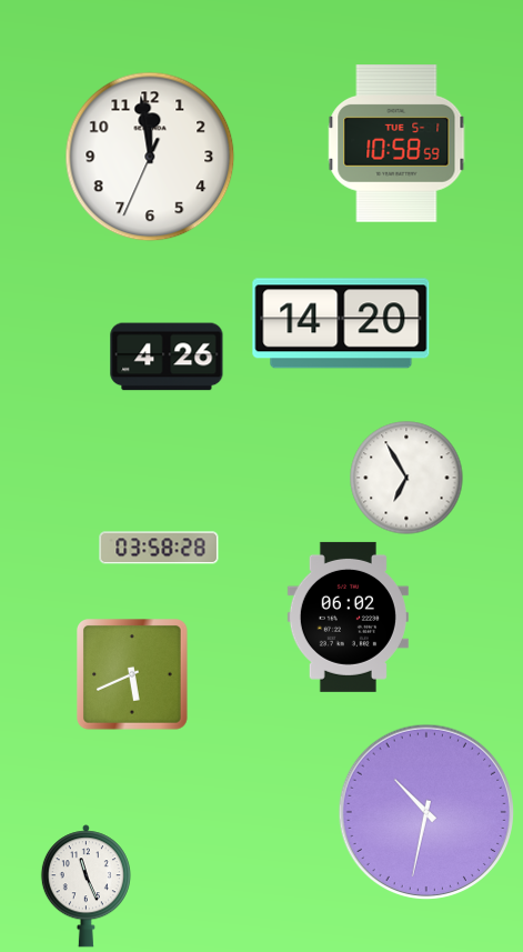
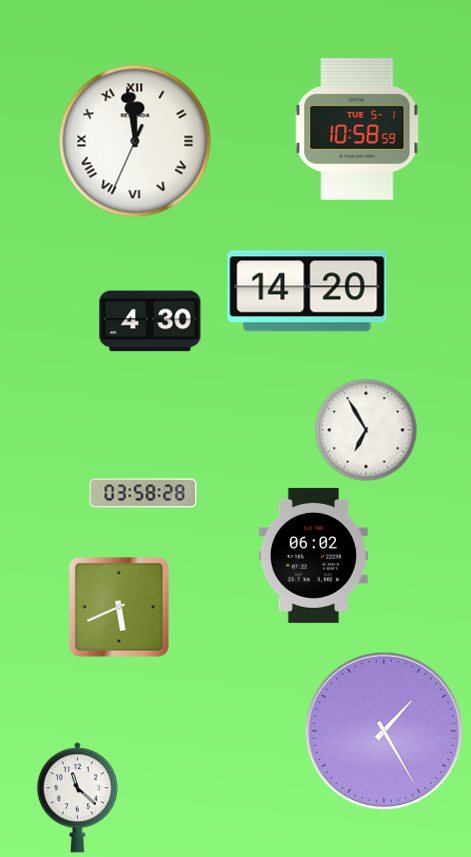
clock at (150, 157) numerals: Arabic -> Roman
clock at (167, 357): 4:26 -> 4:30
clock at (425, 811): 10:32 -> 1:25
clock at (86, 886): 11:26 -> 11:22
